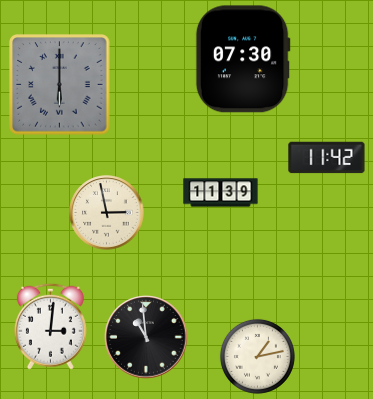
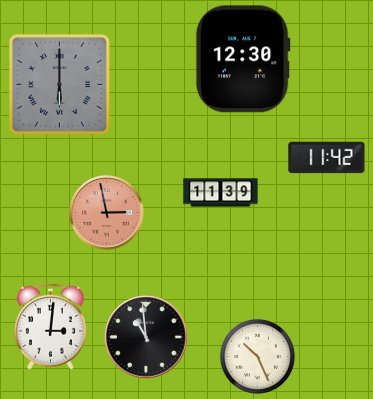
clock at (243, 59): 07:30 -> 12:30
clock at (107, 213) dial: cream -> salmon
clock at (257, 356): 1:13 -> 10:26
